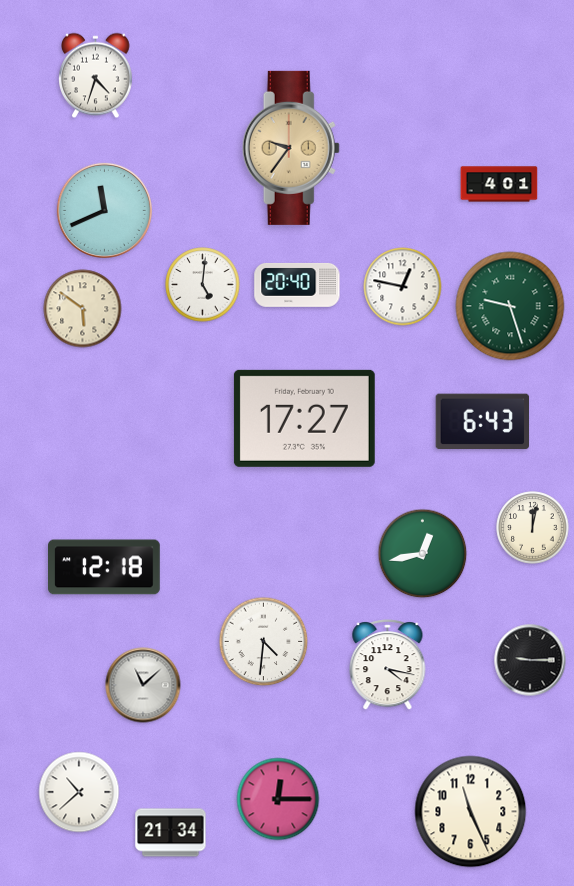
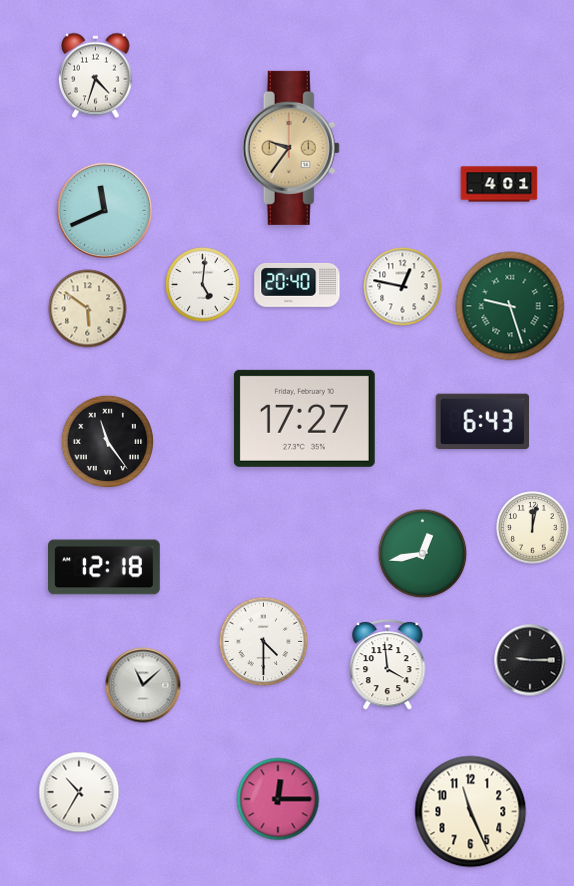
clock at (83, 309) position: (83, 309) -> (88, 309)
clock at (107, 441): none -> 11:24
clock at (264, 642): 4:31 -> 4:30
clock at (388, 665): 4:17 -> 3:59
clock at (79, 792): 10:38 -> 10:35
clock at (171, 833): 21:34 -> none
